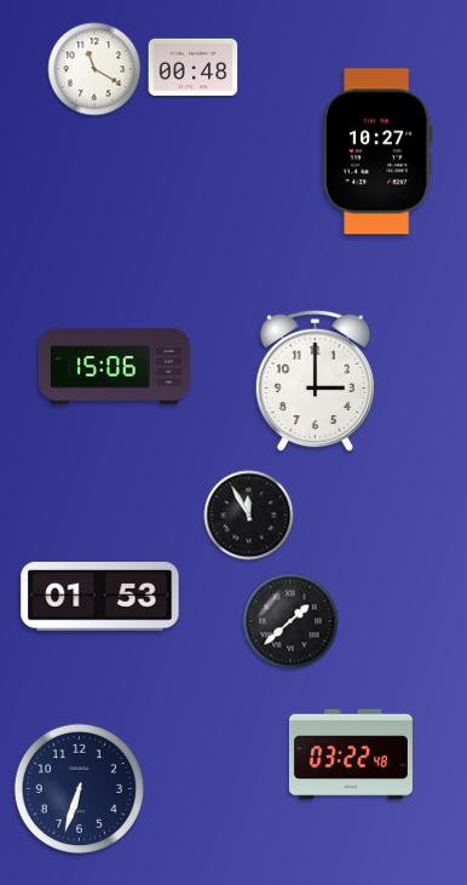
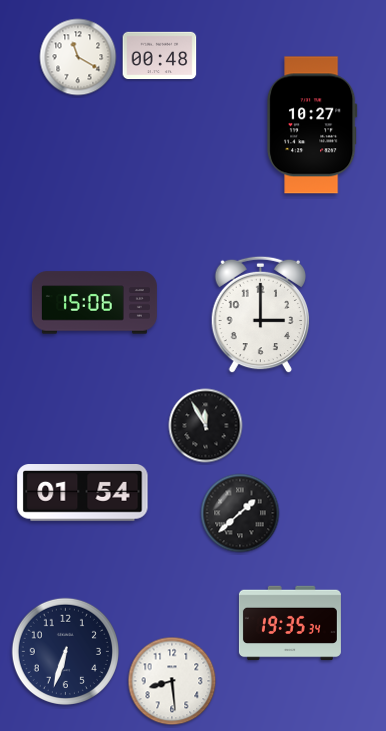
clock at (100, 597): 01:53 -> 01:54
clock at (351, 754): 03:22 -> 19:35
clock at (172, 681): none -> 8:29
